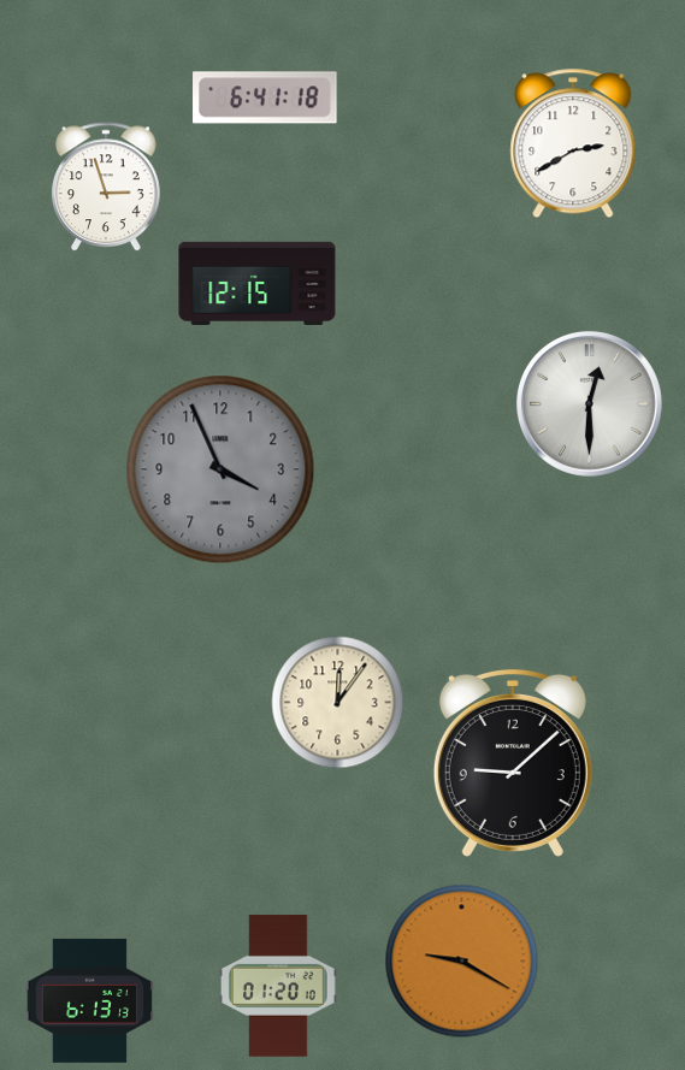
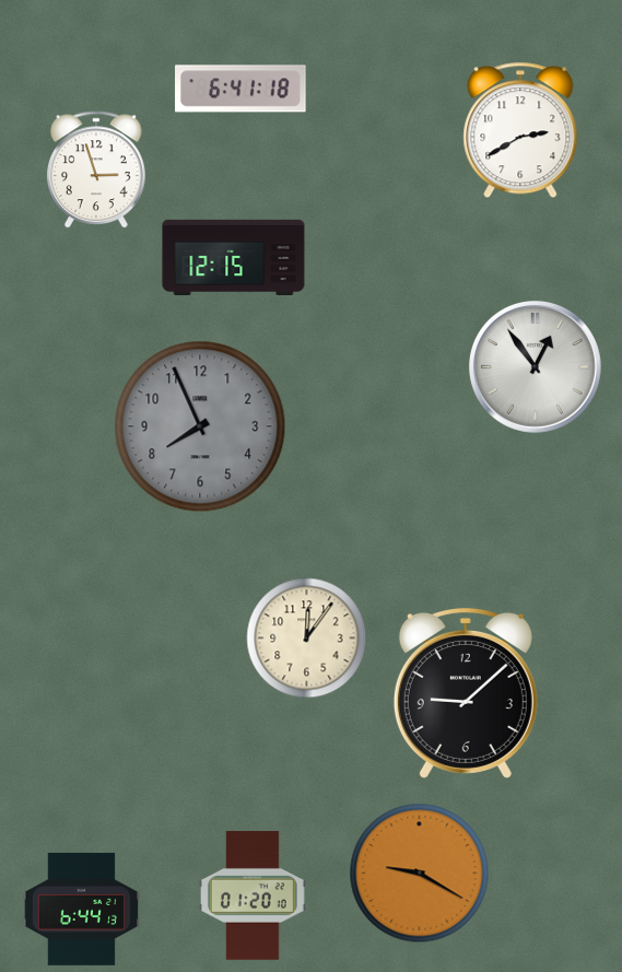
clock at (589, 403): 12:30 -> 12:54
clock at (220, 469): 3:56 -> 7:56
clock at (90, 1000): 6:13 -> 6:44
